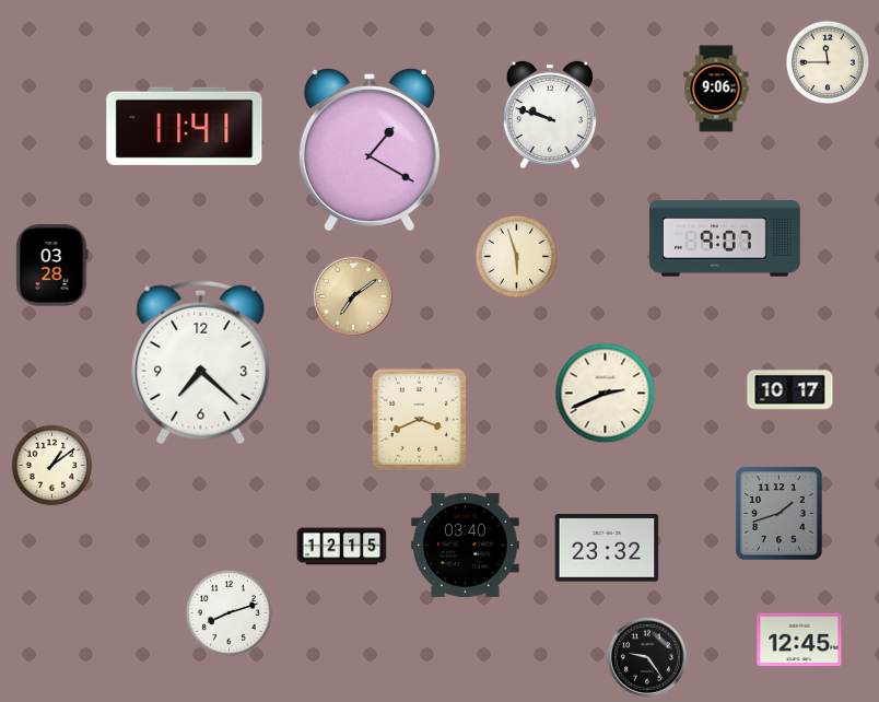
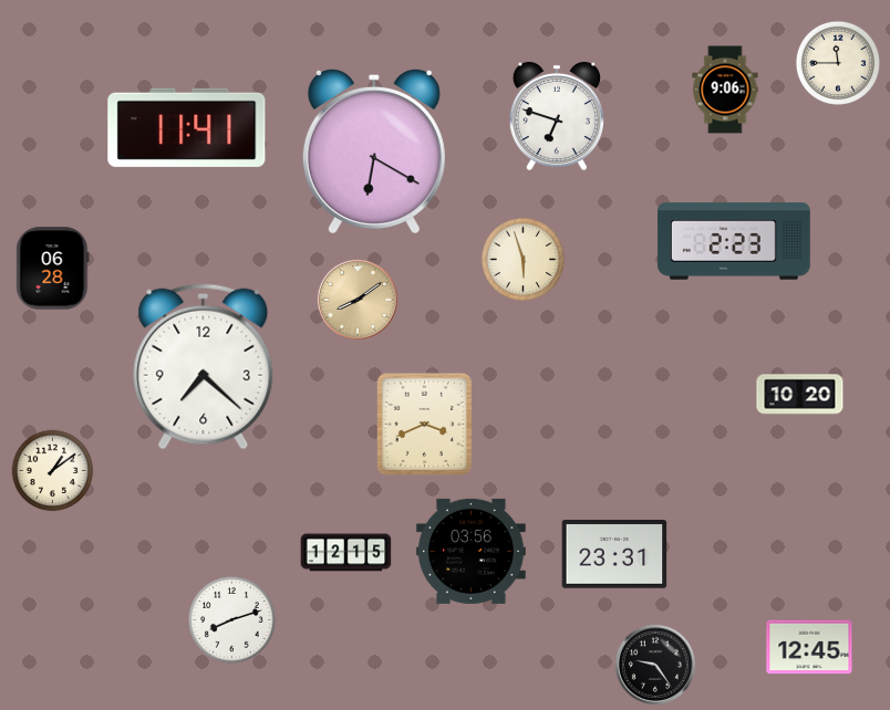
clock at (550, 115): 9:48 -> 6:48
clock at (370, 149): 1:20 -> 6:20
clock at (725, 238): 9:07 -> 2:23
clock at (52, 266): 03:28 -> 06:28
clock at (353, 296): 7:09 -> 8:09
clock at (790, 390): 10:17 -> 10:20
clock at (606, 394): 2:41 -> none
clock at (780, 514): 1:42 -> none
clock at (465, 545): 03:40 -> 03:56
clock at (607, 548): 23:32 -> 23:31
